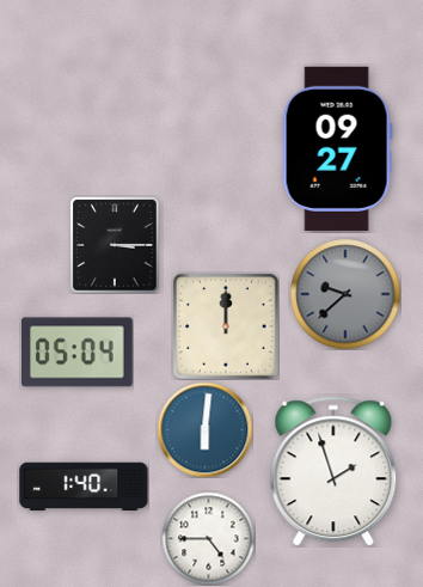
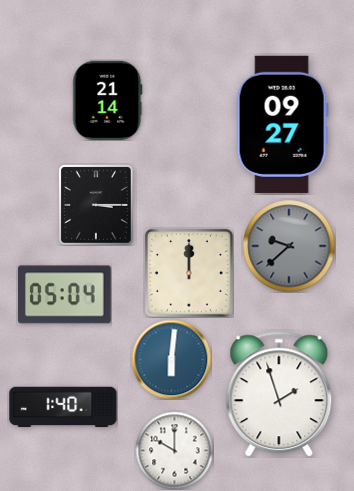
clock at (108, 100): none -> 21:14
clock at (84, 487) position: (84, 487) -> (63, 407)
clock at (208, 538): 4:45 -> 10:00
